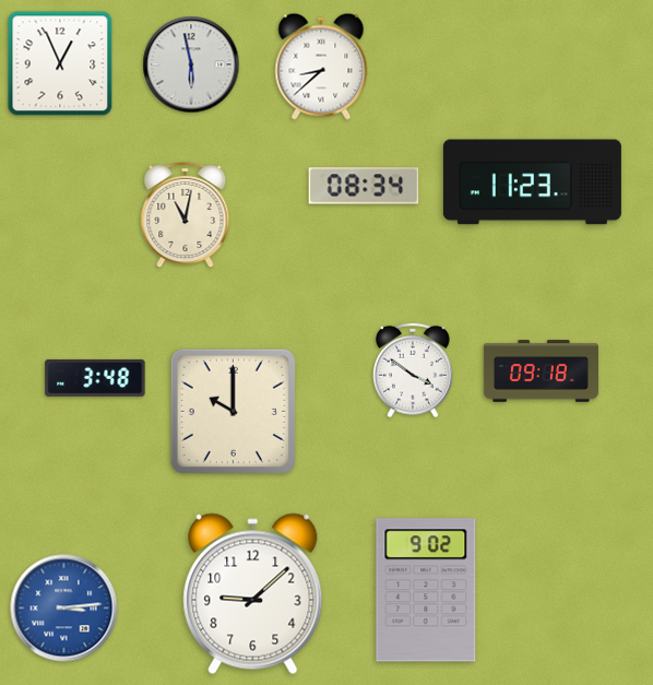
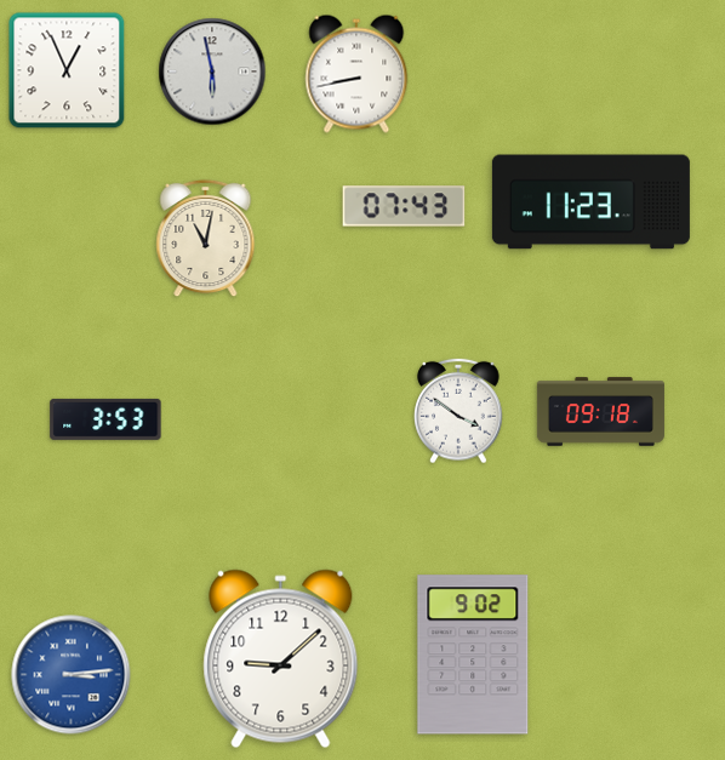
clock at (321, 67): 8:38 -> 8:43
clock at (364, 186): 08:34 -> 07:43
clock at (95, 378): 3:48 -> 3:53
clock at (233, 411): 10:00 -> none
